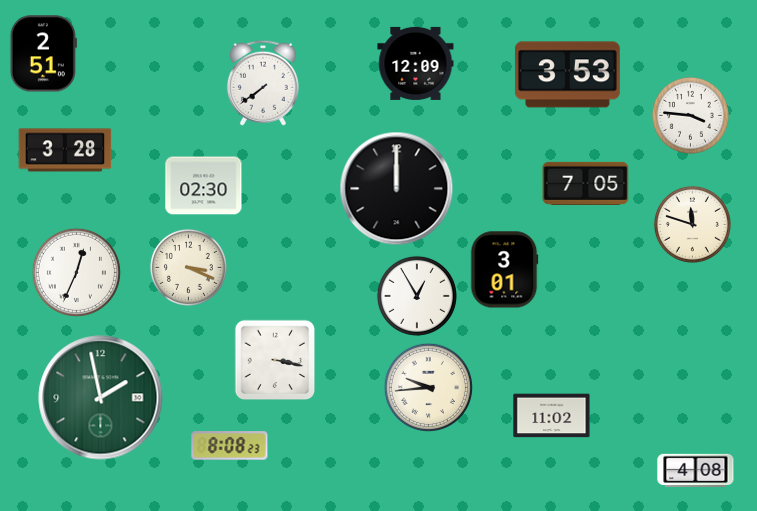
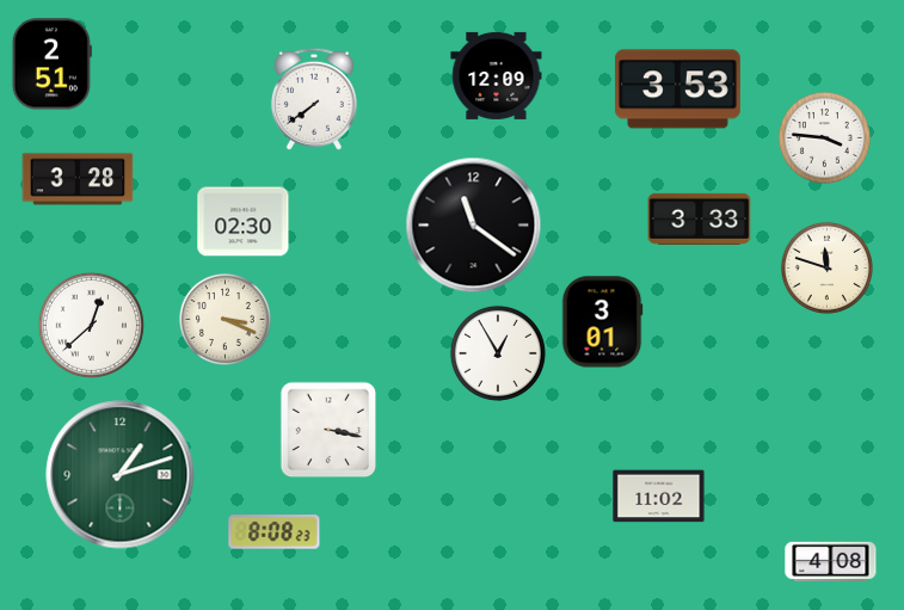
clock at (586, 183): 7:05 -> 3:33
clock at (397, 189): 12:00 -> 11:21
clock at (76, 272): 12:34 -> 12:38
clock at (428, 387): 9:44 -> none
clock at (101, 398): 1:58 -> 1:12
